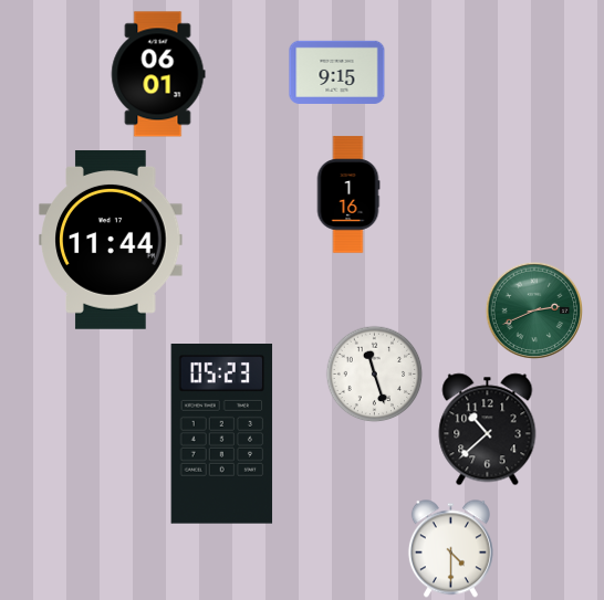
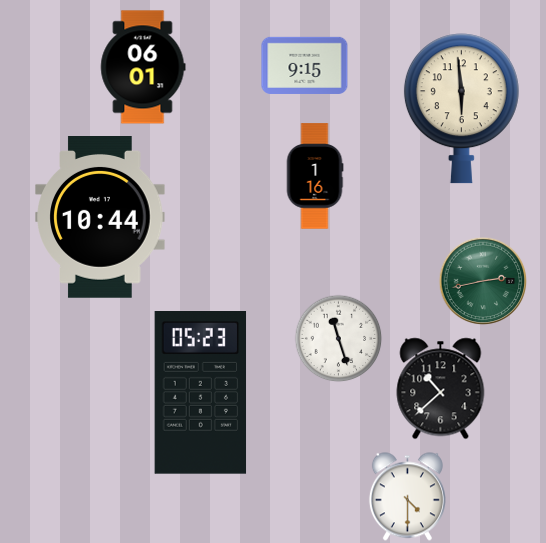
clock at (461, 109): none -> 5:59
clock at (111, 241): 11:44 -> 10:44
clock at (534, 310): 2:41 -> 2:43
